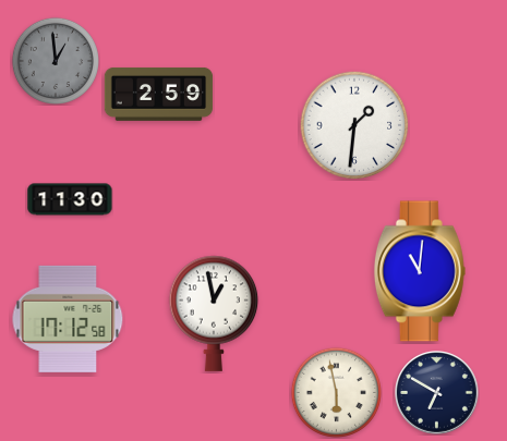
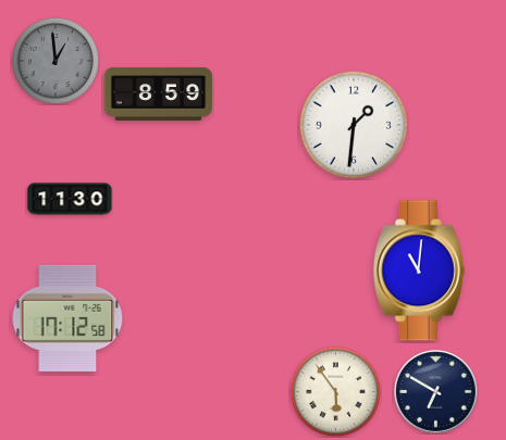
clock at (159, 94): 2:59 -> 8:59
clock at (214, 314): 12:58 -> none
clock at (336, 392): 5:58 -> 5:54
